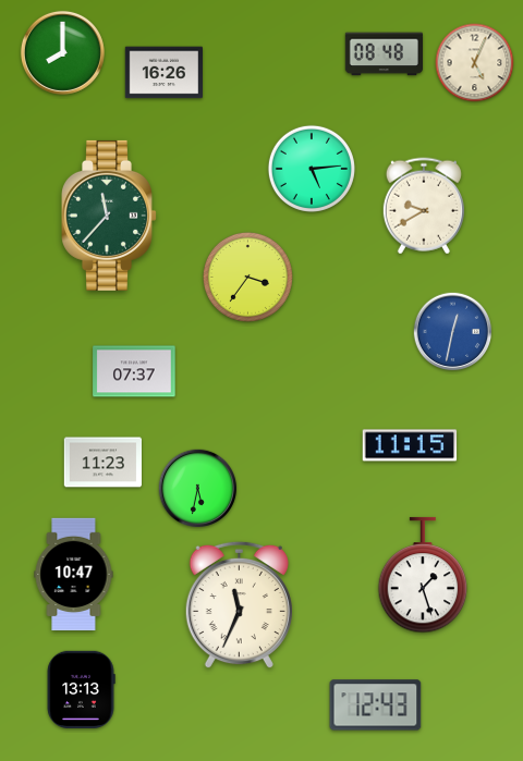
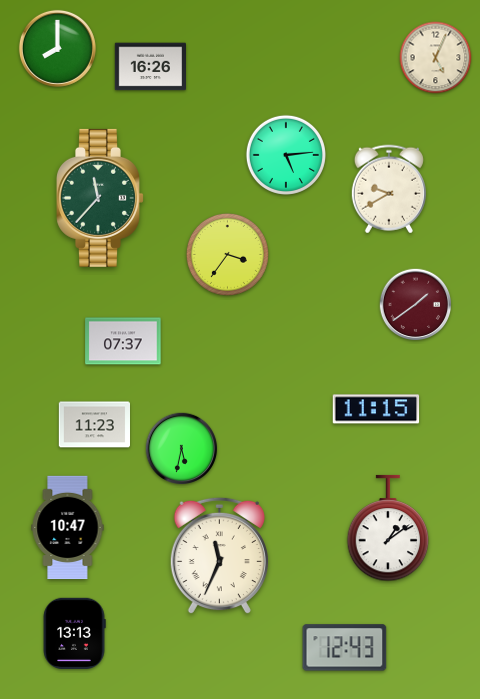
clock at (384, 54): 08:48 -> none
clock at (453, 332): 12:32 -> 1:39
clock at (453, 332) dial: blue -> burgundy
clock at (423, 575): 1:27 -> 1:09
